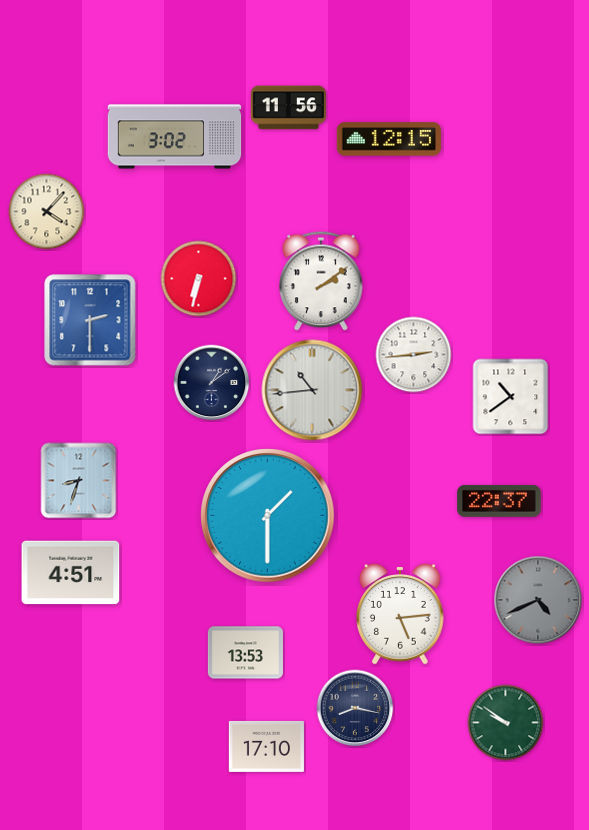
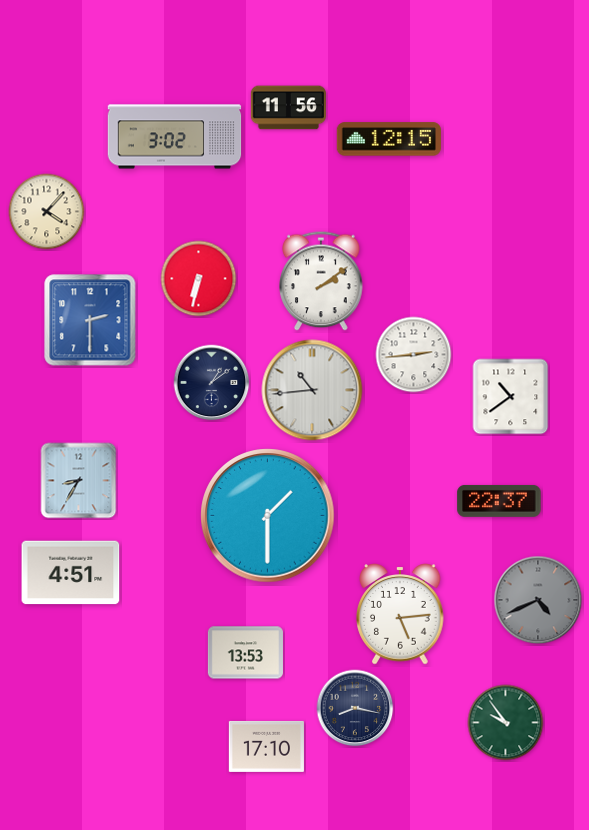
clock at (79, 481): 8:33 -> 8:35
clock at (506, 723): 9:51 -> 9:54
